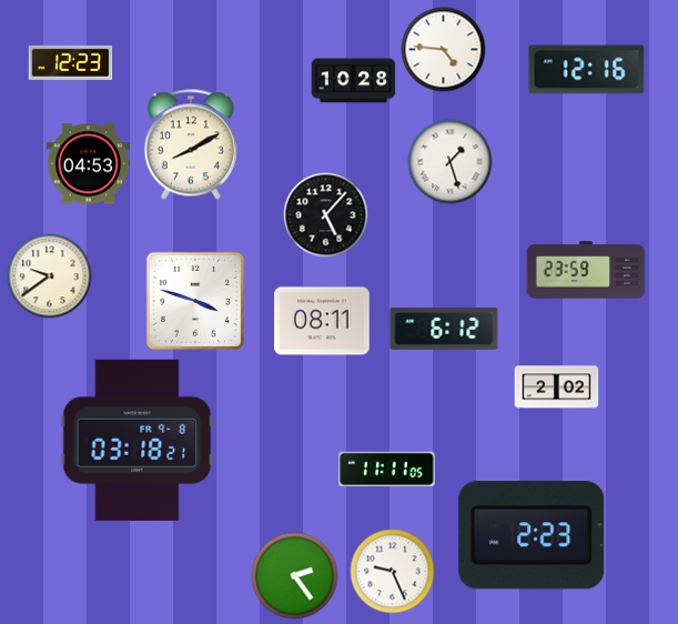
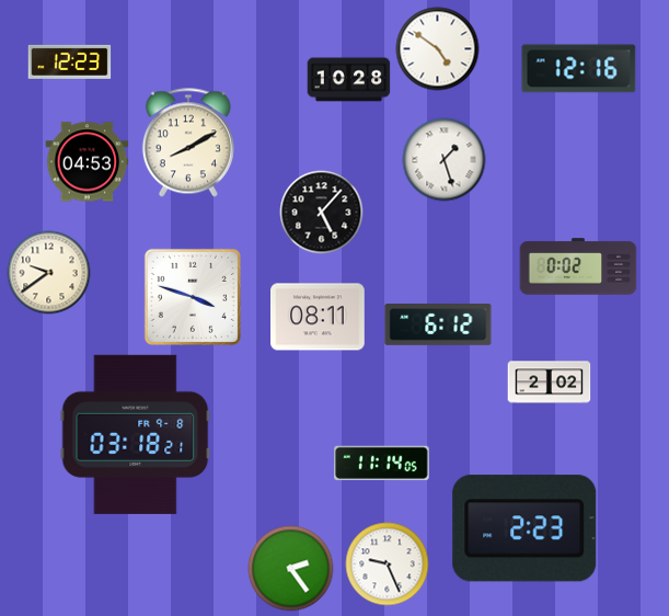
clock at (444, 50): 4:46 -> 4:51
clock at (586, 270): 23:59 -> 0:02
clock at (387, 470): 11:11 -> 11:14
